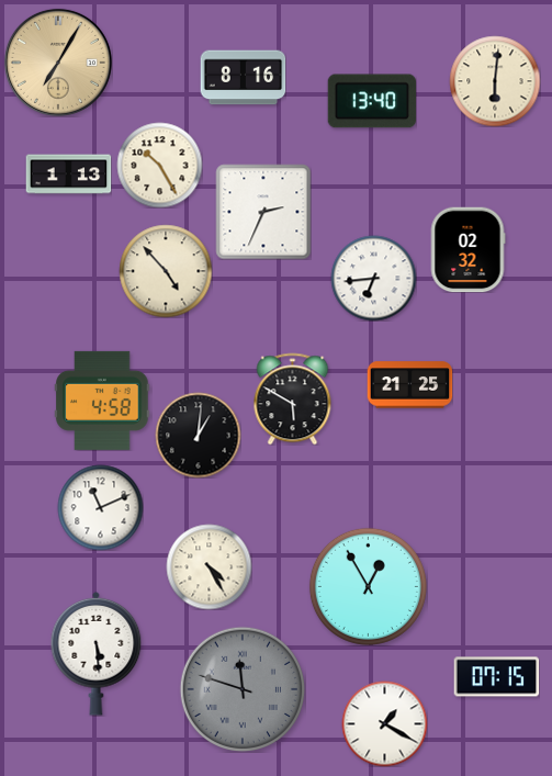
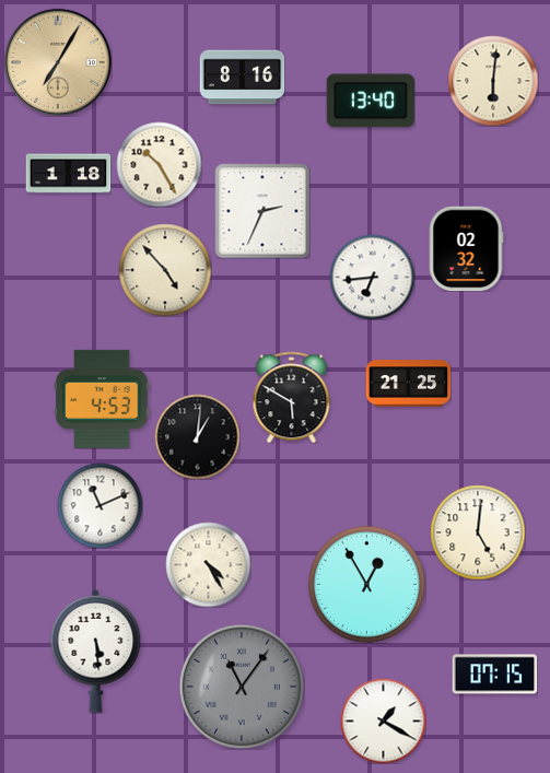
clock at (68, 175): 1:13 -> 1:18
clock at (102, 401): 4:58 -> 4:53
clock at (198, 435) position: (198, 435) -> (197, 436)
clock at (478, 532): none -> 5:01
clock at (241, 688): 11:48 -> 11:06
